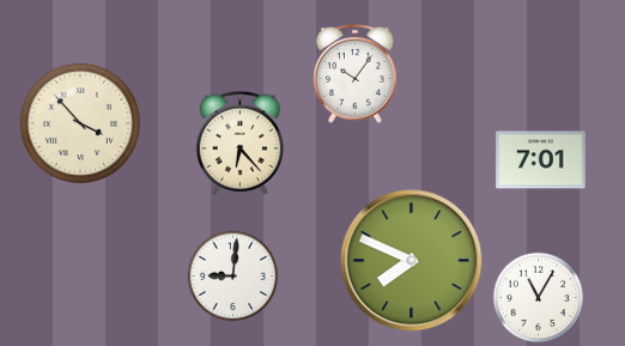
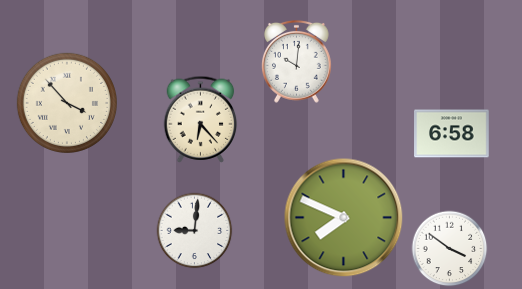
clock at (356, 73): 10:06 -> 10:01
clock at (541, 160): 7:01 -> 6:58
clock at (539, 298): 11:05 -> 3:51
